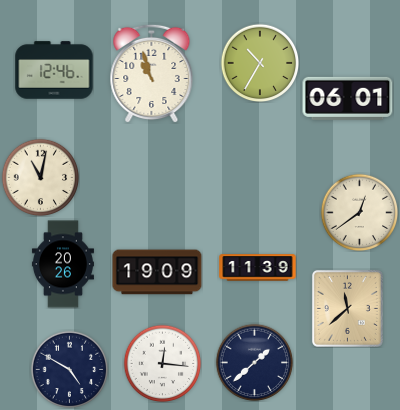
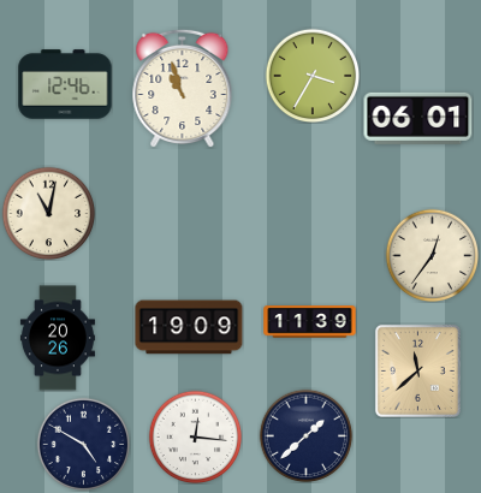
clock at (260, 63): 10:35 -> 3:35
clock at (359, 212): 12:39 -> 12:36
clock at (63, 264) position: (63, 264) -> (58, 338)
